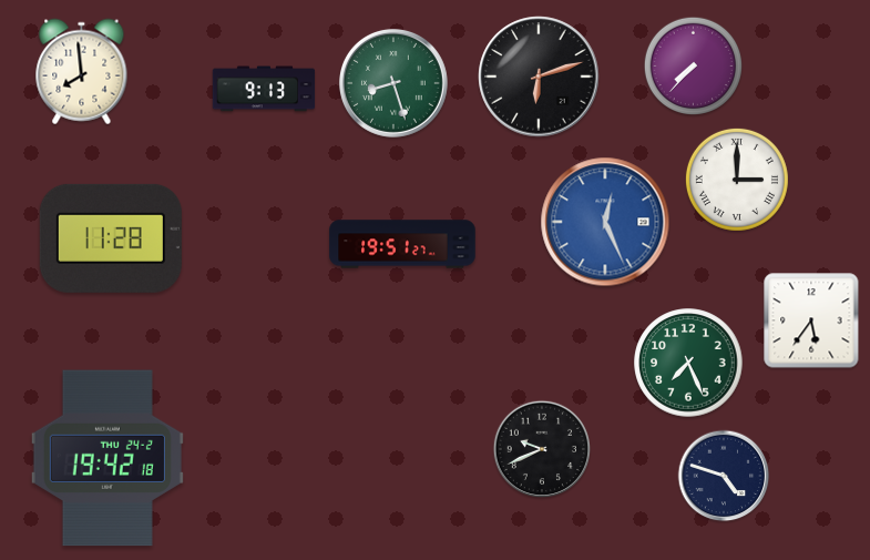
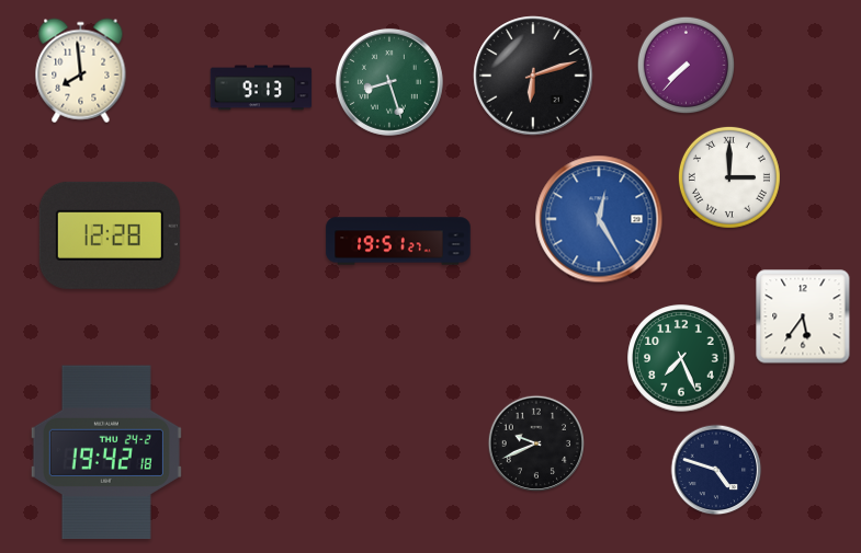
clock at (605, 222): 12:26 -> 12:25
clock at (111, 238): 11:28 -> 12:28
